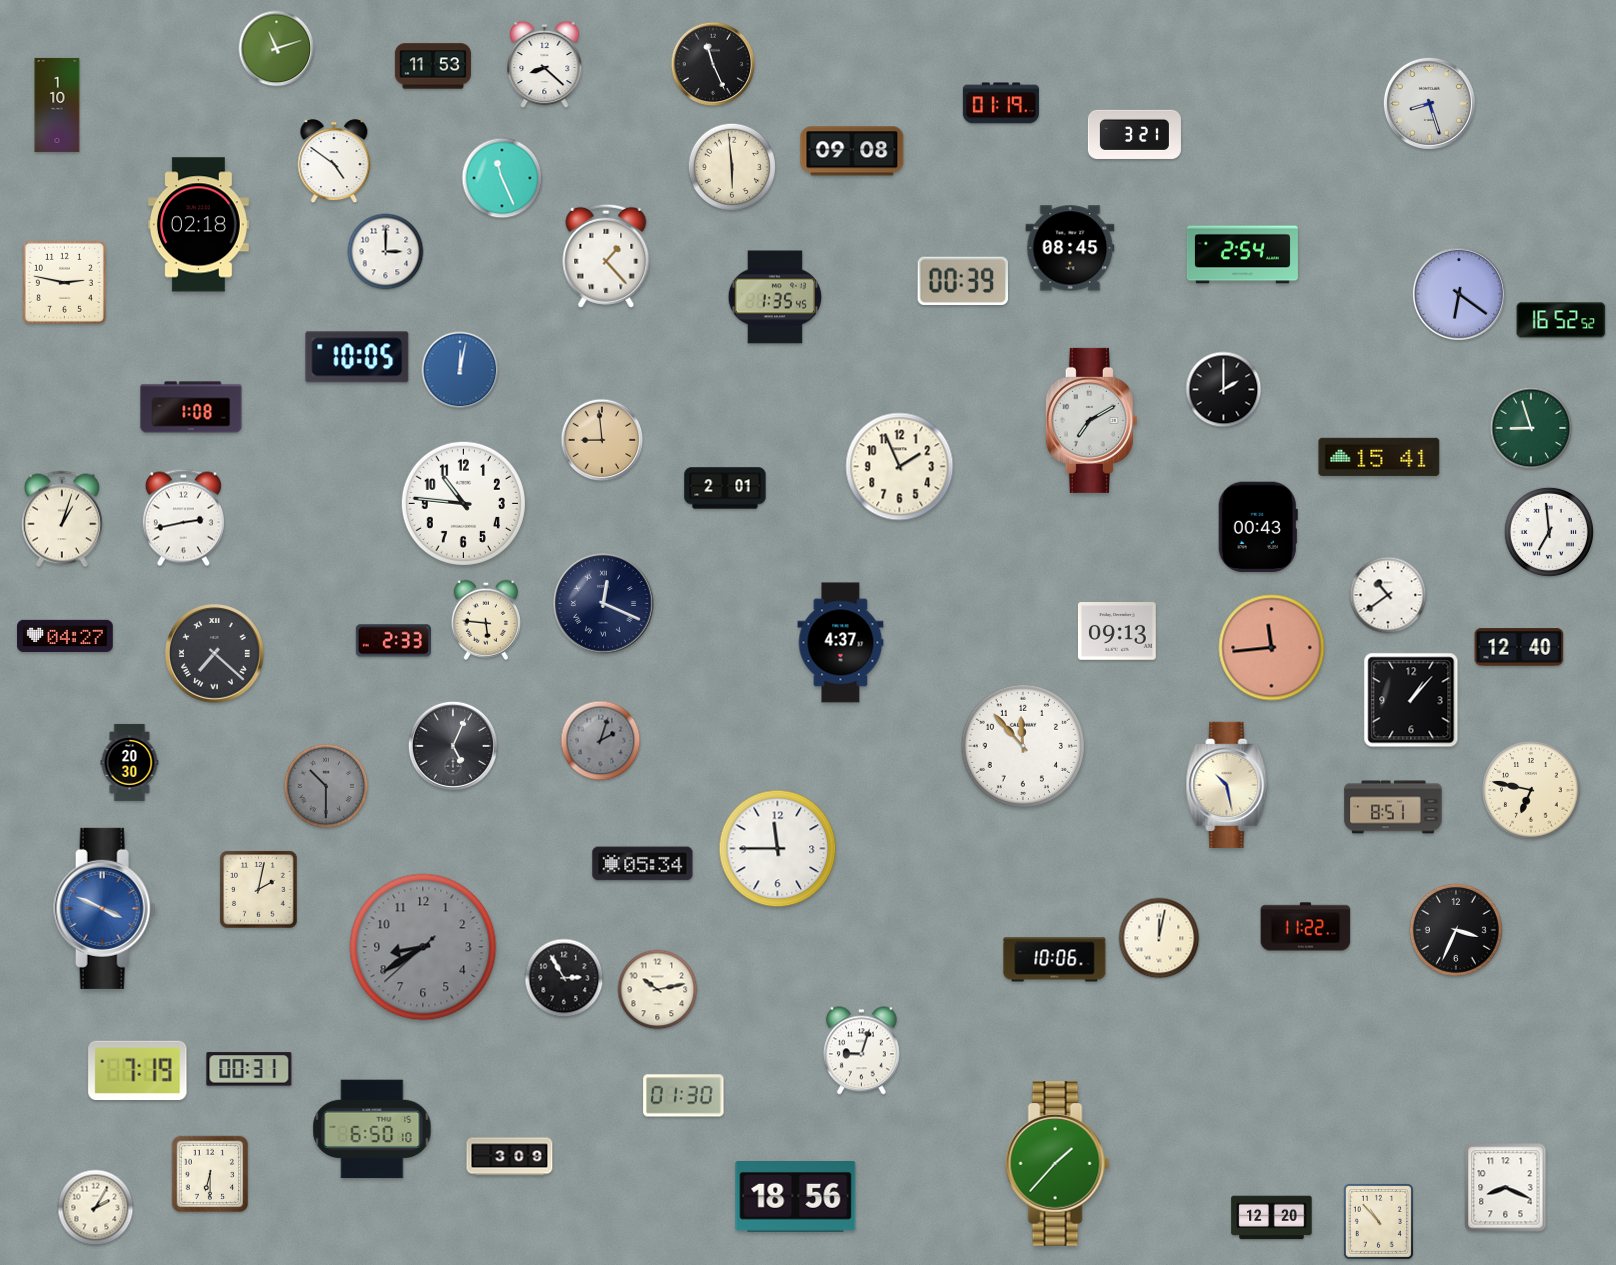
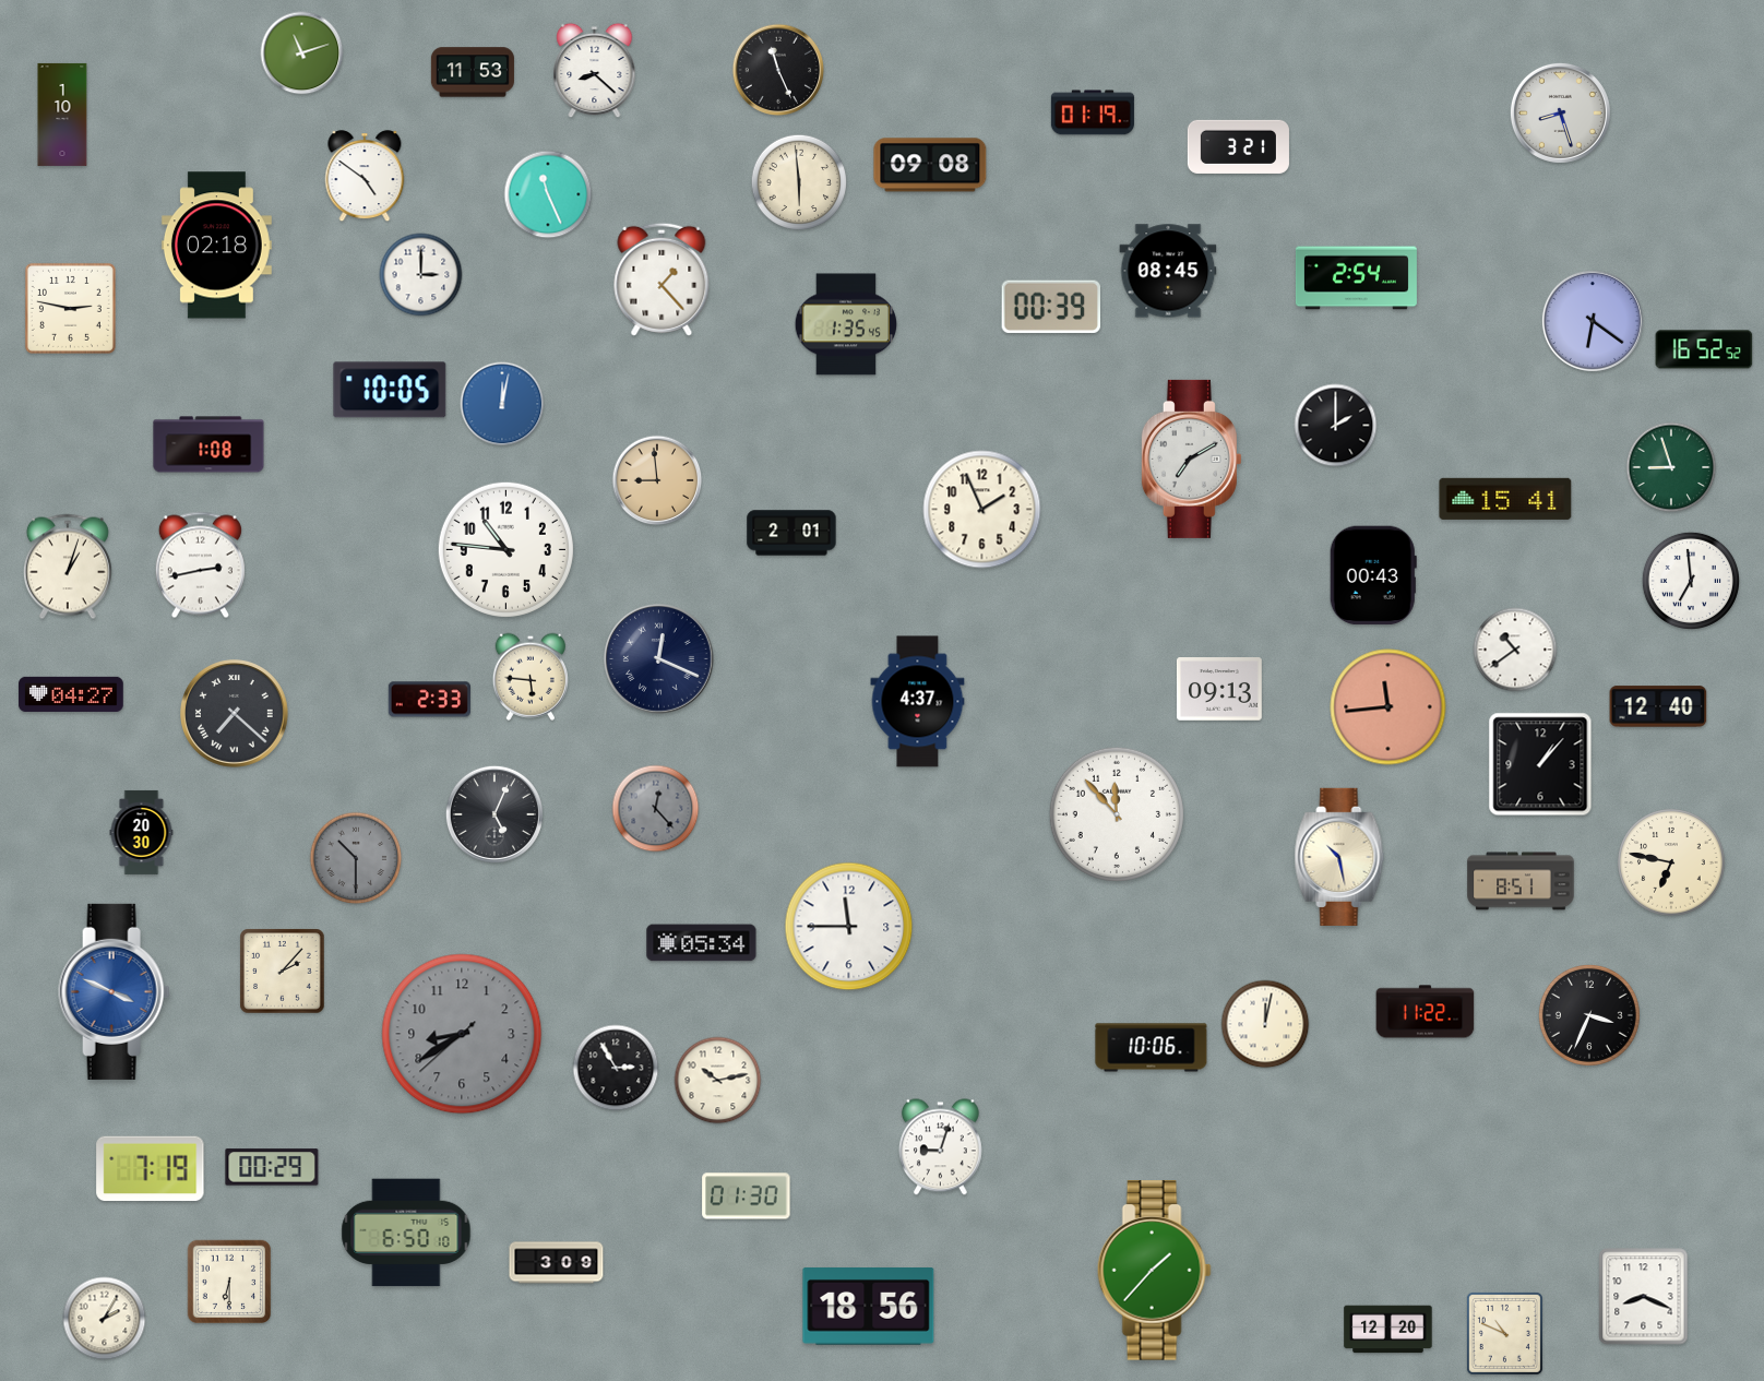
clock at (601, 741): 2:03 -> 12:23
clock at (259, 890): 2:02 -> 2:07
clock at (249, 1069): 00:31 -> 00:29
clock at (1378, 1221): 10:53 -> 10:49
